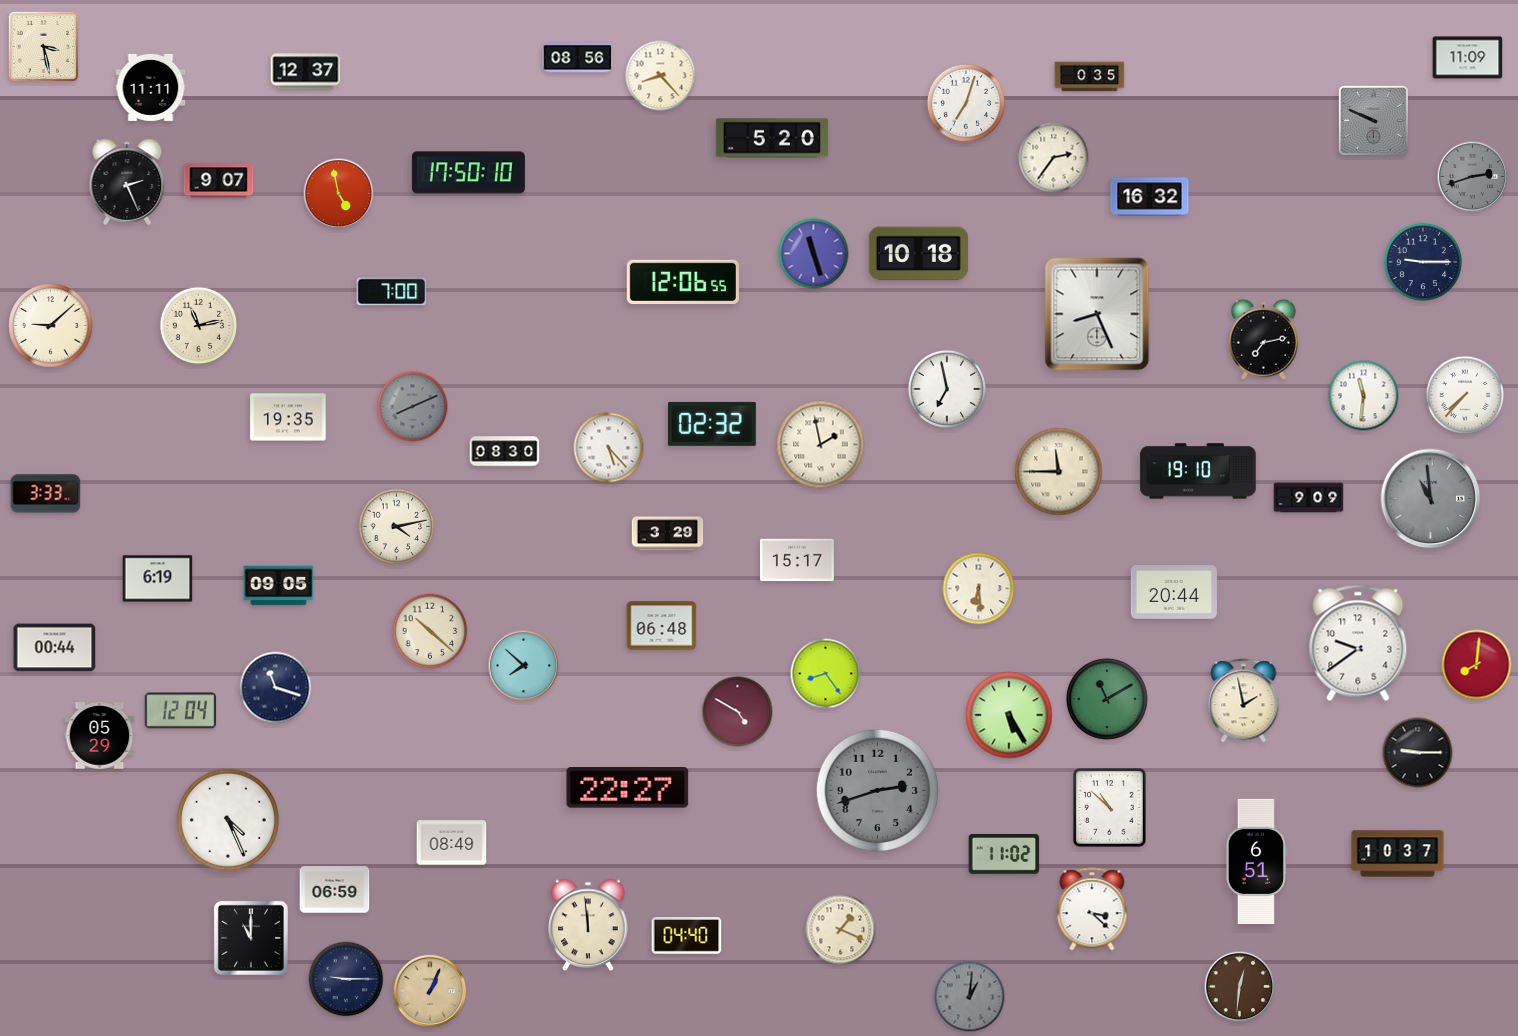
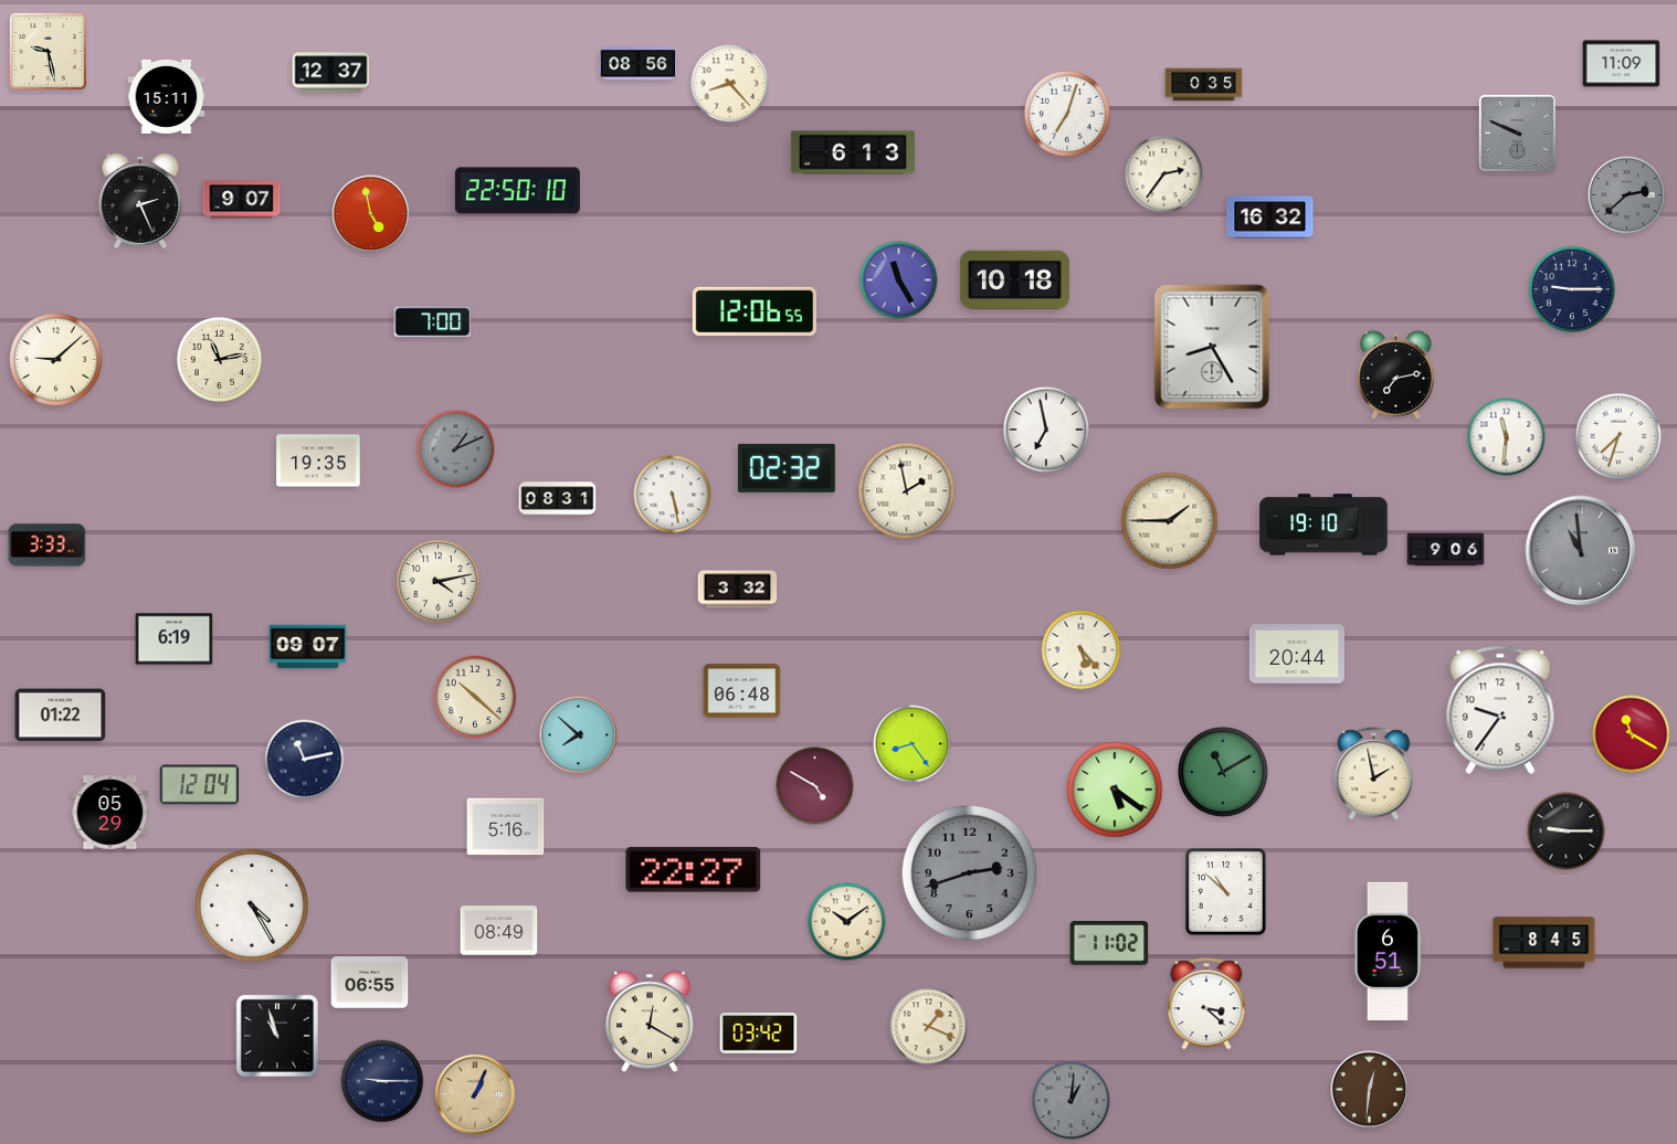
clock at (43, 46): 3:28 -> 9:28
clock at (306, 72) position: (306, 72) -> (331, 73)
clock at (151, 87): 11:11 -> 15:11
clock at (772, 138): 5:20 -> 6:13
clock at (468, 173): 17:50 -> 22:50
clock at (1473, 177): 2:42 -> 2:38
clock at (339, 194) position: (339, 194) -> (371, 214)
clock at (814, 254): 11:27 -> 11:25
clock at (1097, 314): 8:26 -> 8:25
clock at (1464, 394): 7:37 -> 7:33
clock at (413, 407): 8:11 -> 1:11
clock at (609, 448): 5:23 -> 5:28
clock at (505, 452): 08:30 -> 08:31
clock at (1198, 471) position: (1198, 471) -> (1323, 525)
clock at (1059, 472): 11:45 -> 1:45
clock at (46, 494) position: (46, 494) -> (48, 545)
clock at (1309, 498): 9:09 -> 9:06
clock at (668, 534): 3:29 -> 3:32
clock at (797, 560): 15:17 -> none
clock at (279, 586): 09:05 -> 09:07
clock at (979, 589): 6:29 -> 5:23
clock at (662, 626) position: (662, 626) -> (742, 691)
clock at (1358, 643): 9:39 -> 9:36
clock at (55, 648): 00:44 -> 01:22
clock at (1477, 665): 8:01 -> 11:20
clock at (276, 688): 11:18 -> 11:13
clock at (1009, 715): 5:25 -> 5:21
clock at (506, 827): none -> 5:16
clock at (228, 820): 4:26 -> 4:25
clock at (847, 922): none -> 10:09
clock at (1398, 854): 10:37 -> 8:45
clock at (335, 890): 06:59 -> 06:55
clock at (588, 925): 11:59 -> 12:20
clock at (687, 936): 04:40 -> 03:42
clock at (251, 938): 11:00 -> 10:57
